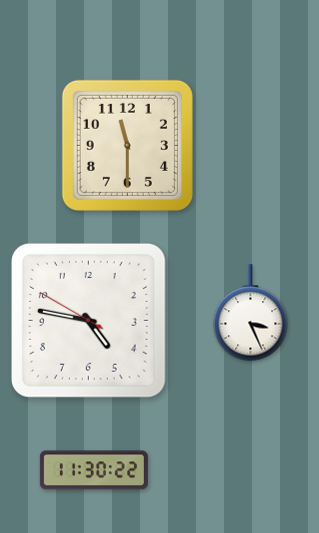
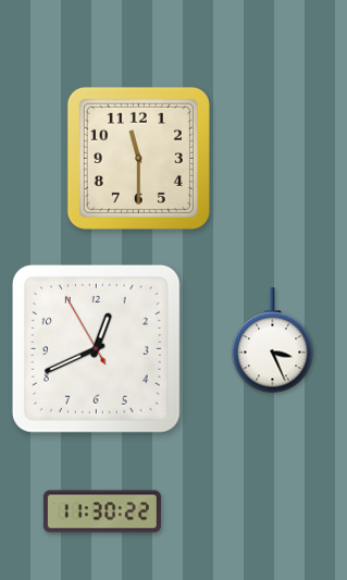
clock at (88, 320): 4:46 -> 12:40
